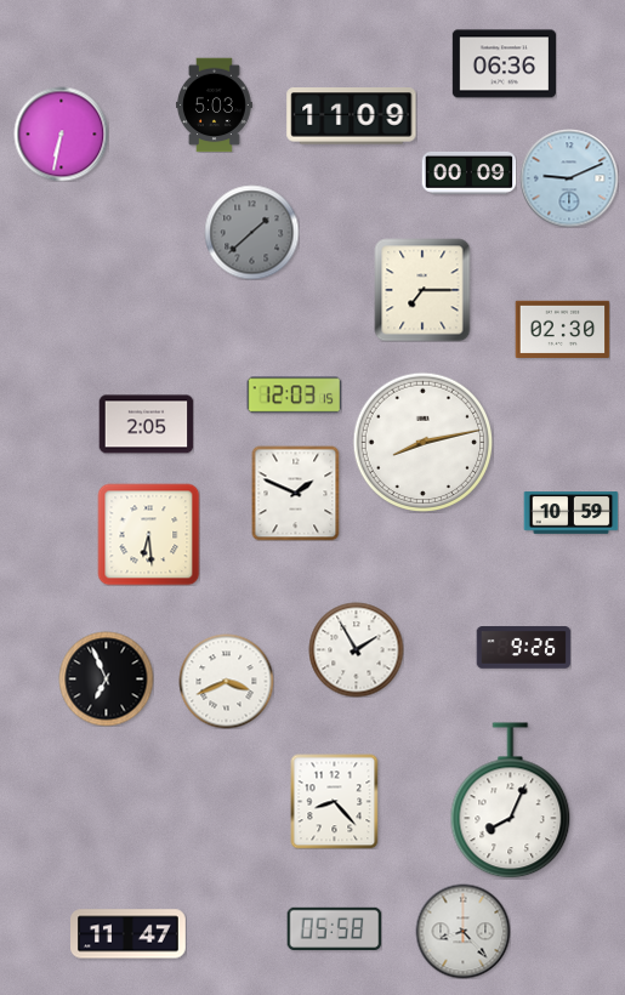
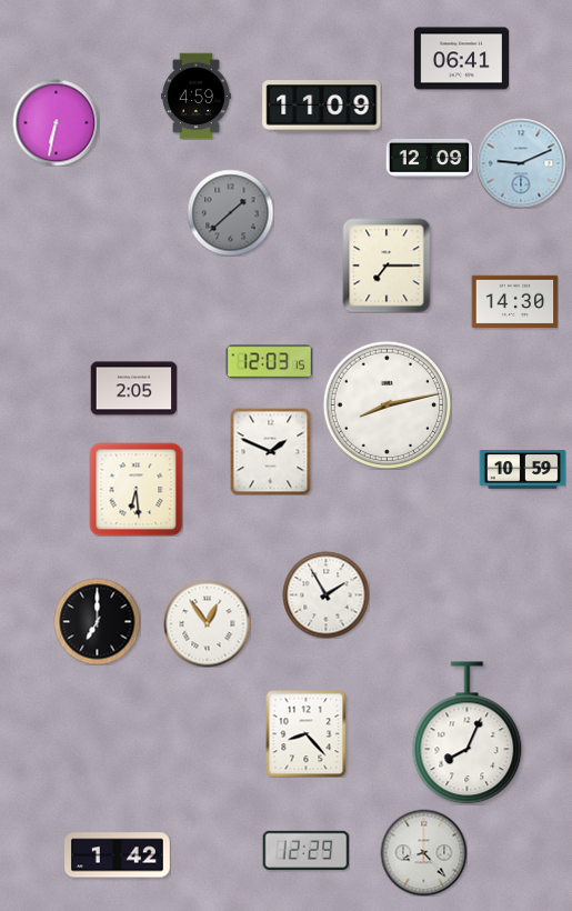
clock at (504, 64): 06:36 -> 06:41
clock at (215, 104): 5:03 -> 4:59
clock at (468, 172): 00:09 -> 12:09
clock at (562, 329): 02:30 -> 14:30
clock at (523, 648): 9:26 -> none
clock at (106, 678): 6:56 -> 7:00
clock at (226, 681): 3:41 -> 12:54
clock at (334, 928): 05:58 -> 12:29
clock at (129, 934): 11:47 -> 1:42
